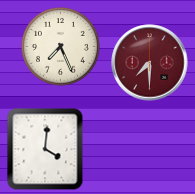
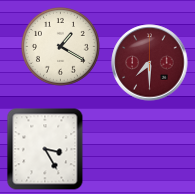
clock at (60, 46): 7:26 -> 1:20
clock at (45, 149): 4:01 -> 3:25
